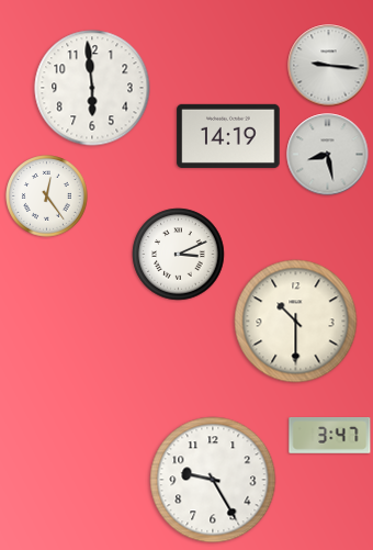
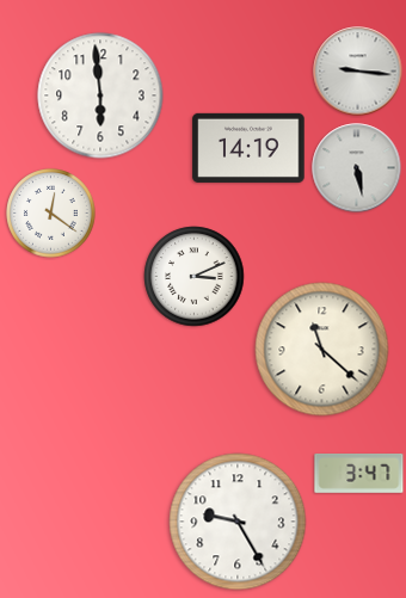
clock at (328, 155): 8:28 -> 5:28
clock at (47, 197): 12:24 -> 12:21
clock at (296, 322): 10:30 -> 11:22
clock at (213, 480) position: (213, 480) -> (238, 522)
